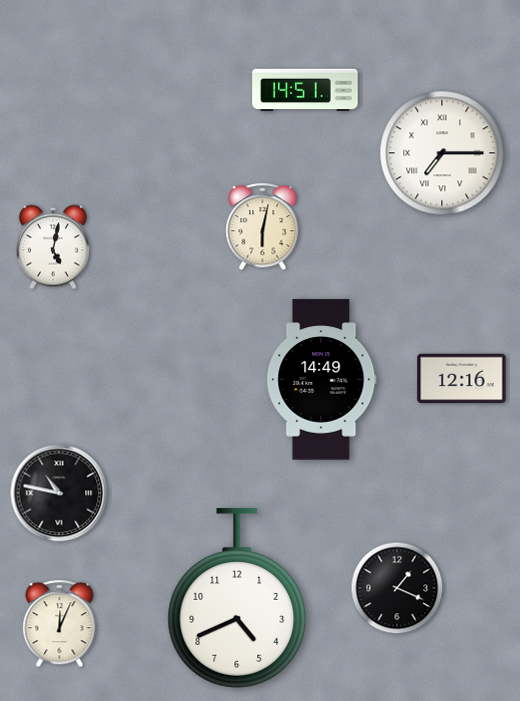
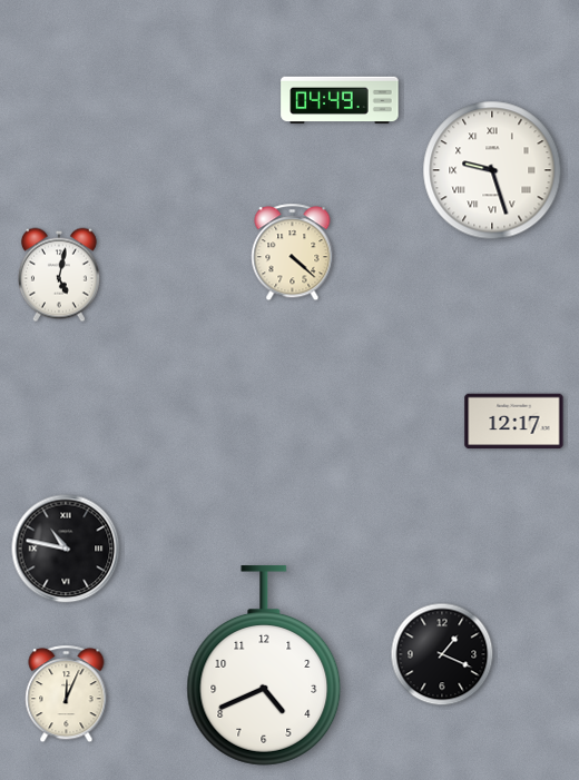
clock at (305, 90): 14:51 -> 04:49
clock at (442, 153): 7:15 -> 9:27
clock at (263, 227): 6:02 -> 4:22
clock at (462, 379): 12:16 -> 12:17
clock at (322, 380): 14:49 -> none
